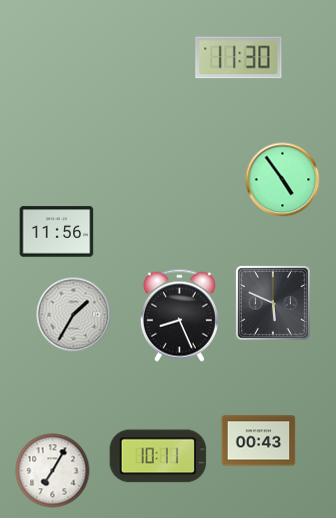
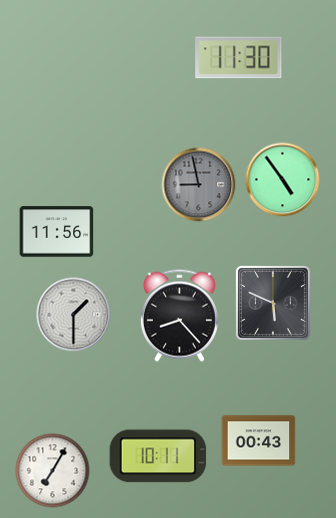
clock at (199, 185): none -> 8:58
clock at (74, 315): 1:35 -> 1:30
clock at (179, 315): 8:26 -> 8:23
